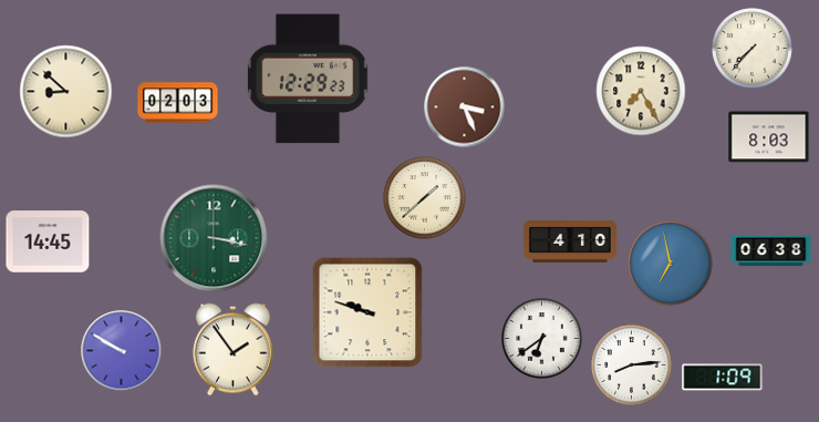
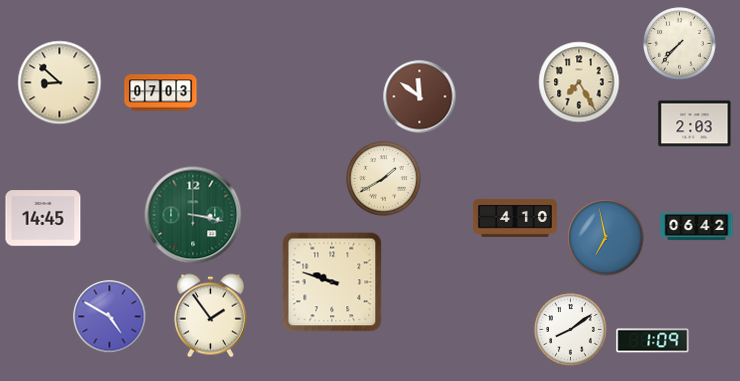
clock at (308, 79): 12:29 -> none
clock at (178, 103): 02:03 -> 07:03
clock at (465, 107): 3:26 -> 11:51
clock at (769, 137): 8:03 -> 2:03
clock at (425, 198): 1:38 -> 1:40
clock at (771, 251): 06:38 -> 06:42
clock at (542, 339): 6:39 -> none
clock at (122, 351): 9:50 -> 4:50
clock at (632, 366): 8:14 -> 8:09
